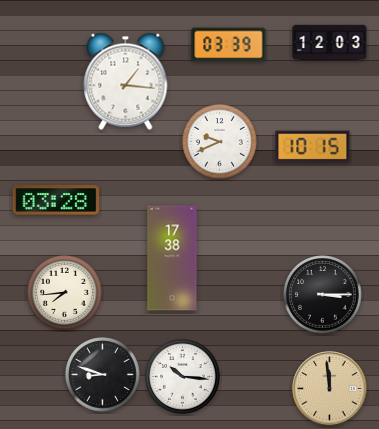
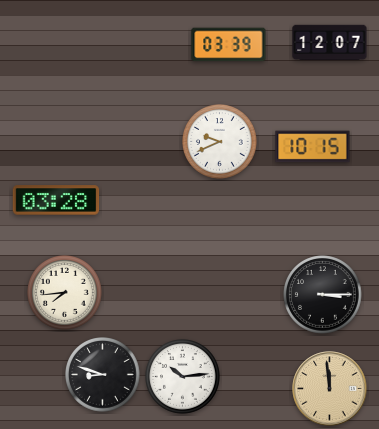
clock at (330, 43): 12:03 -> 12:07
clock at (126, 81): 1:16 -> none
clock at (172, 258): 17:38 -> none
clock at (183, 377): 10:16 -> 10:14
